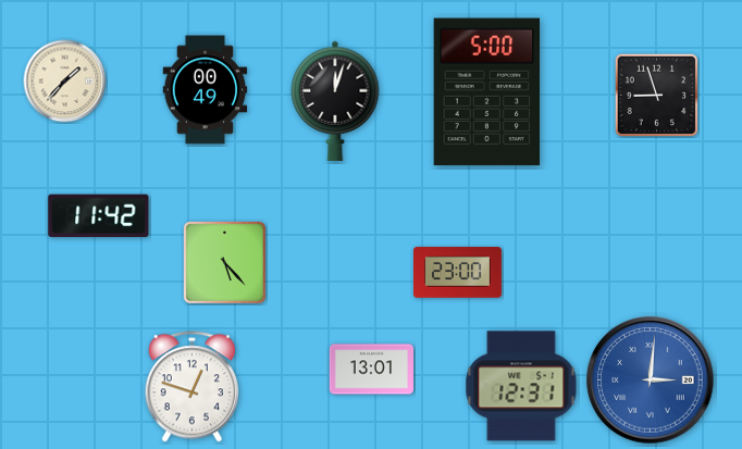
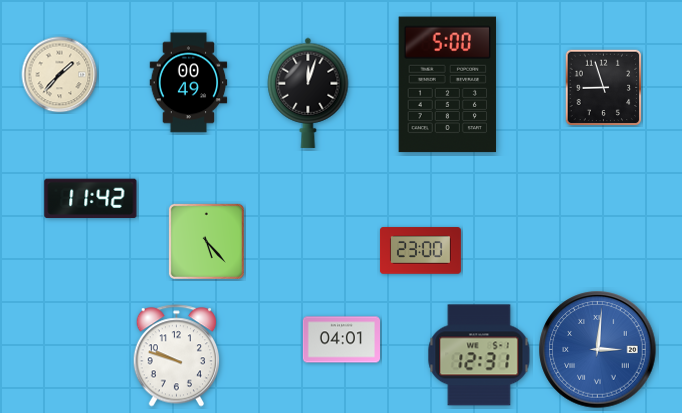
clock at (371, 370): 13:01 -> 04:01
clock at (193, 387): 12:48 -> 9:48
